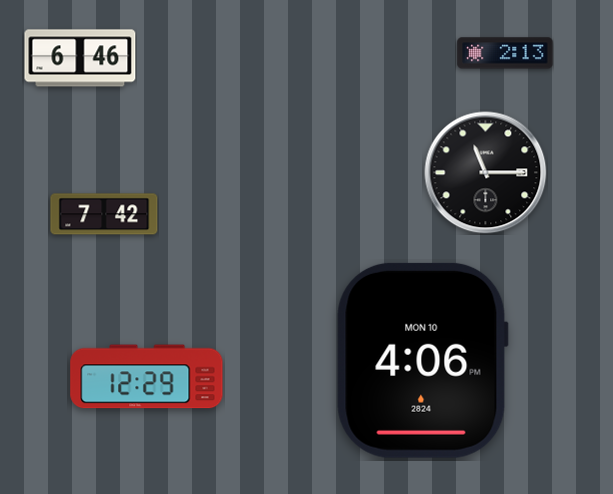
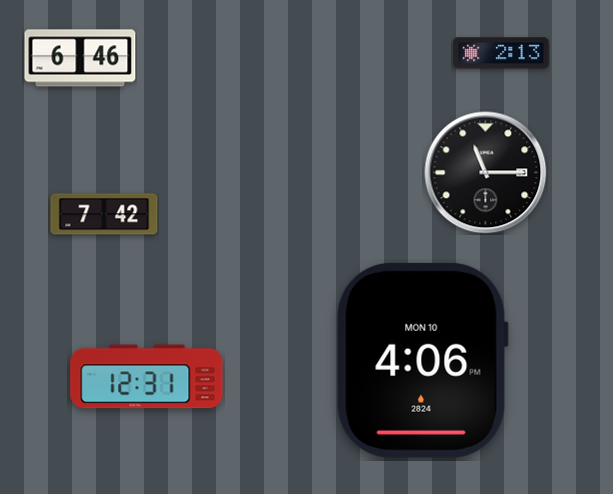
clock at (505, 53) position: (505, 53) -> (501, 53)
clock at (147, 377): 12:29 -> 12:31
